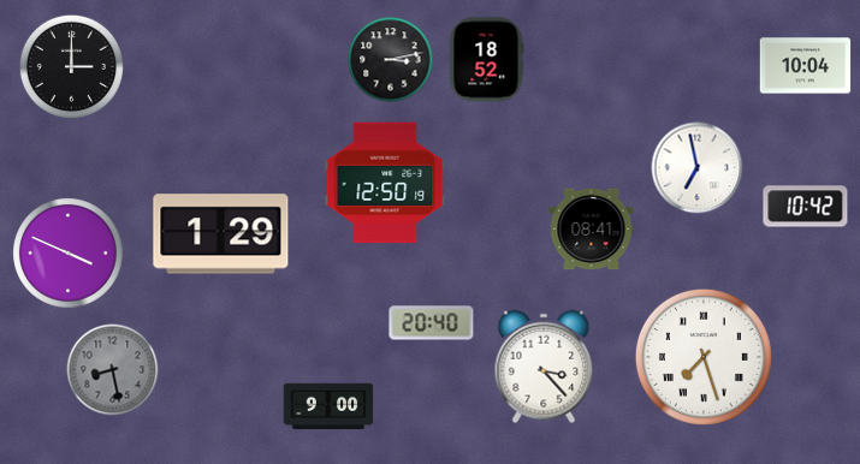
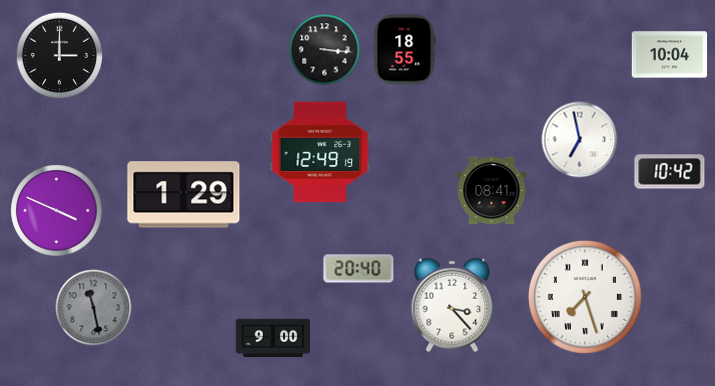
clock at (391, 60): 3:13 -> 3:16
clock at (486, 60): 18:52 -> 18:55
clock at (385, 183): 12:50 -> 12:49
clock at (113, 370): 8:28 -> 11:28
